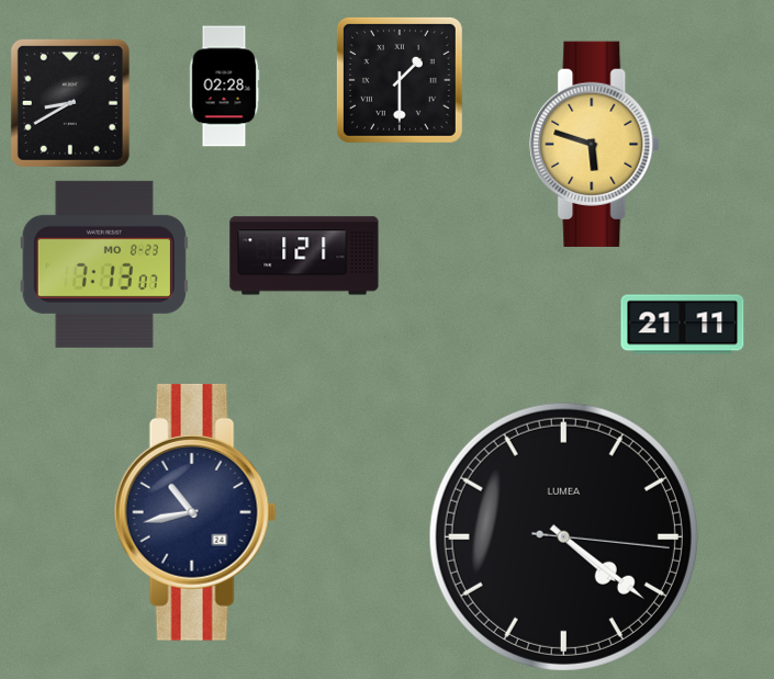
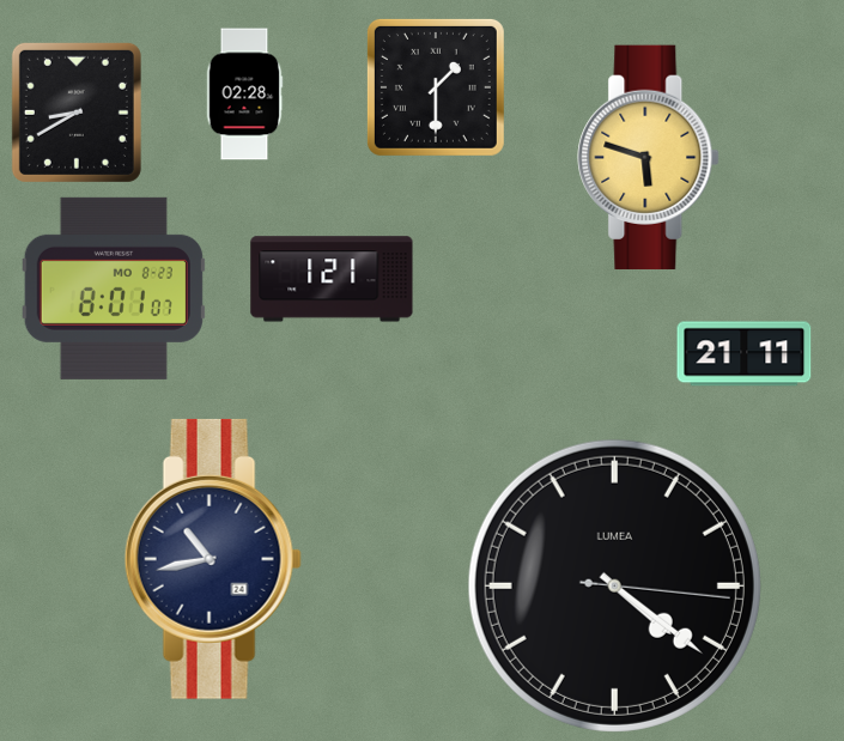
clock at (104, 264): 7:13 -> 8:01
